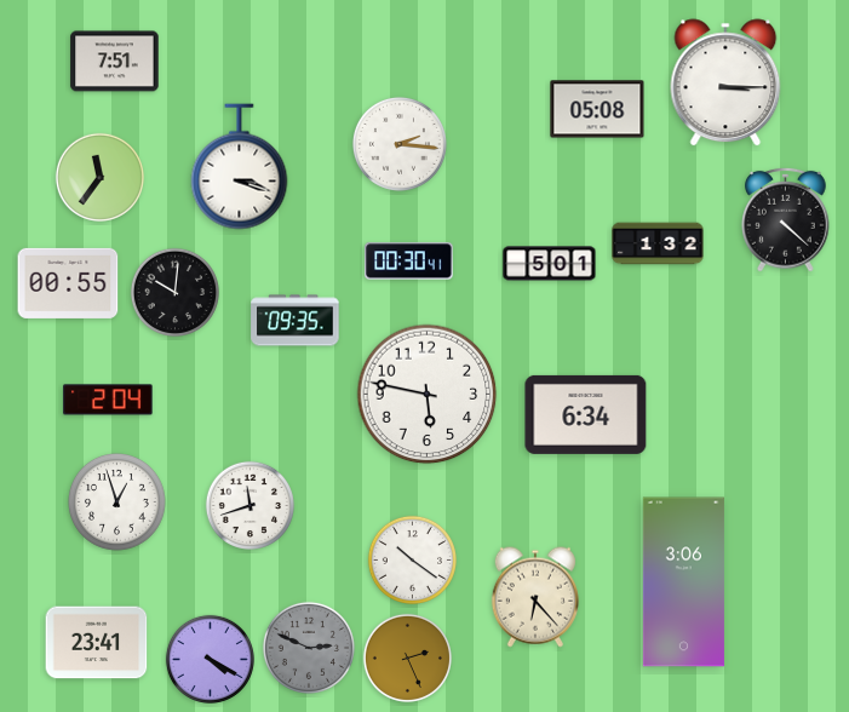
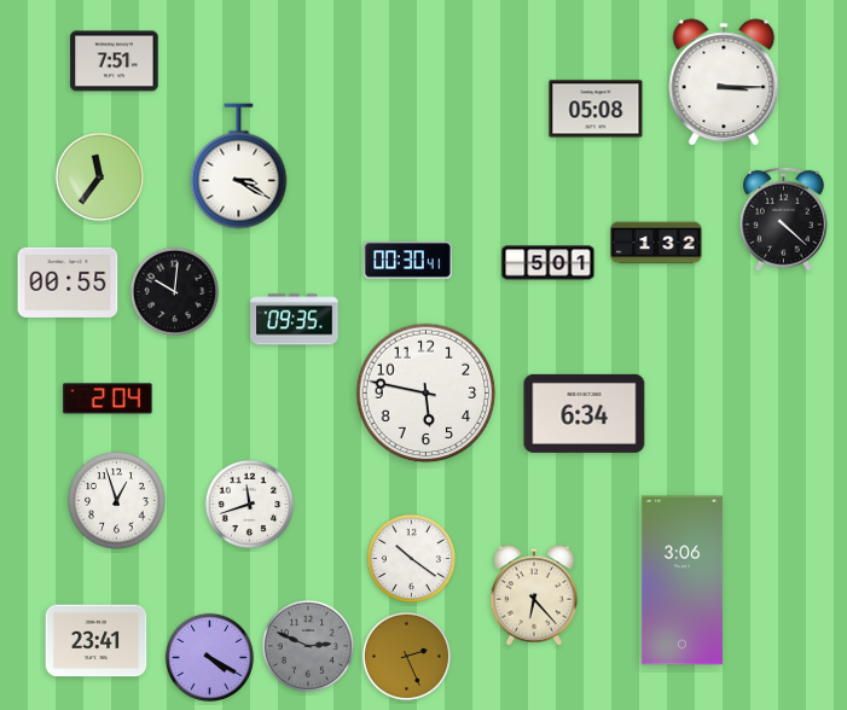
clock at (400, 144): 2:16 -> none
clock at (240, 167): 3:18 -> 3:20
